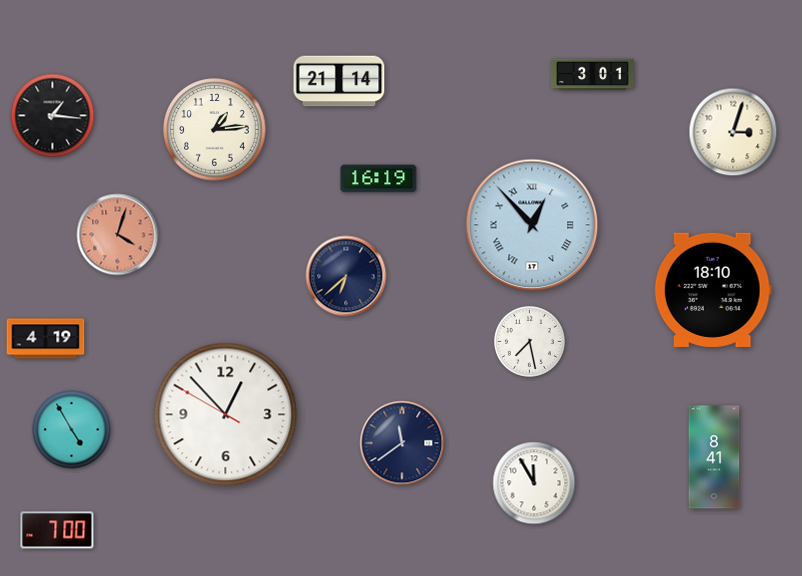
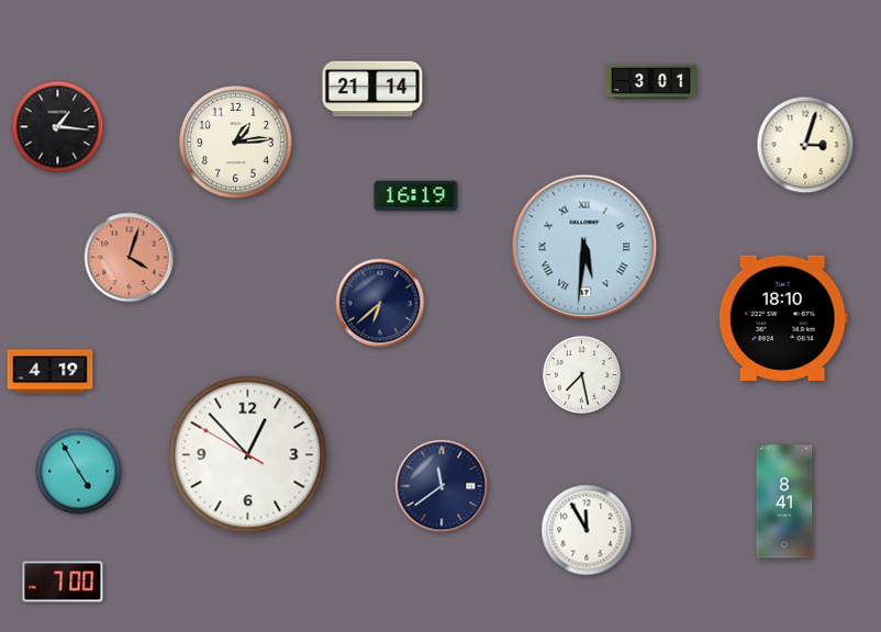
clock at (532, 225): 12:53 -> 5:31
